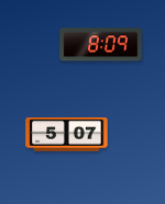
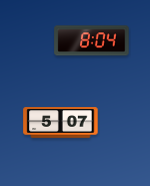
clock at (101, 45): 8:09 -> 8:04
